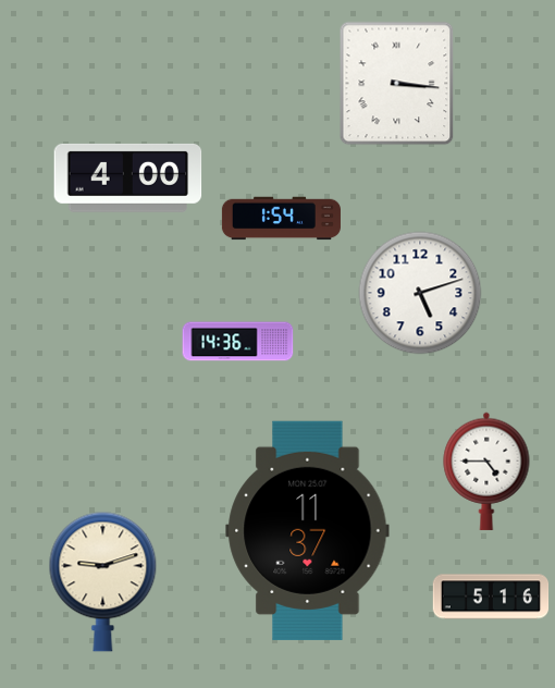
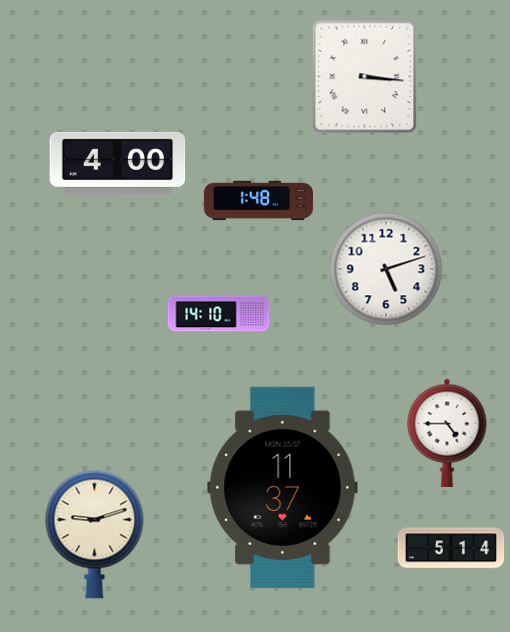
clock at (281, 219): 1:54 -> 1:48
clock at (238, 342): 14:36 -> 14:10
clock at (491, 597): 5:16 -> 5:14
